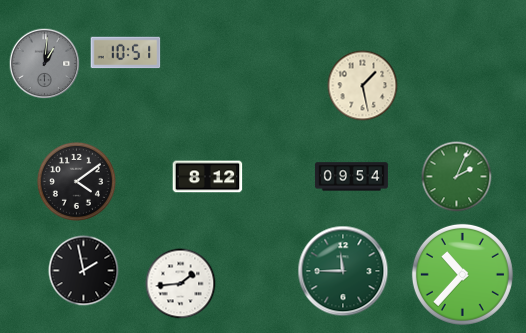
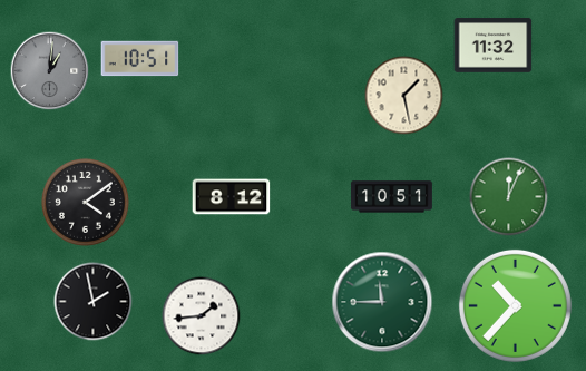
clock at (494, 46): none -> 11:32
clock at (351, 177): 09:54 -> 10:51
clock at (457, 177): 2:04 -> 12:04
